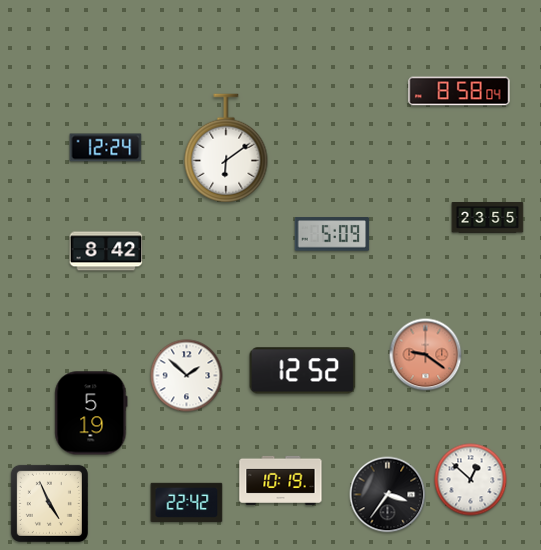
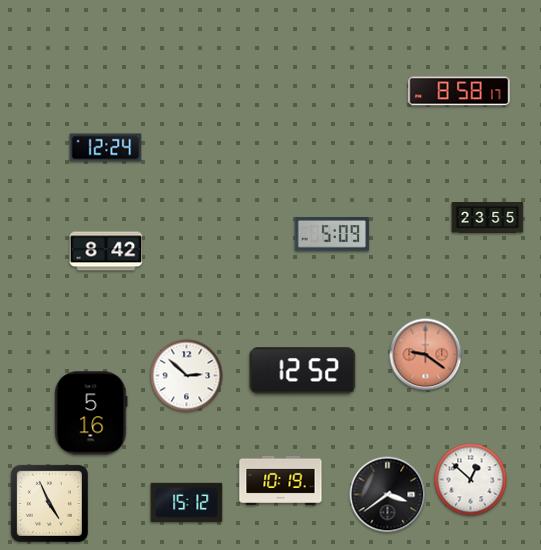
clock at (459, 91): 8:58:04 -> 8:58:17
clock at (226, 148): 6:09 -> none
clock at (187, 376): 1:52 -> 2:52
clock at (91, 413): 5:19 -> 5:16
clock at (388, 495): 3:36 -> 3:39
clock at (187, 502): 22:42 -> 15:12
